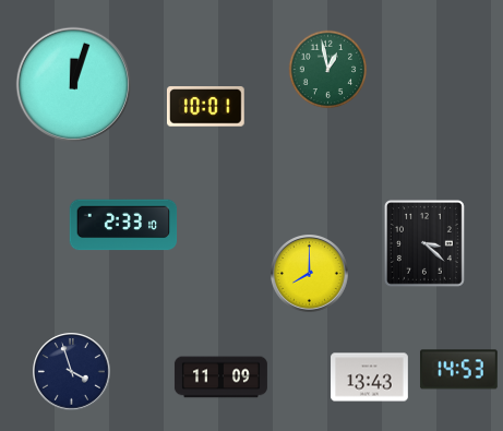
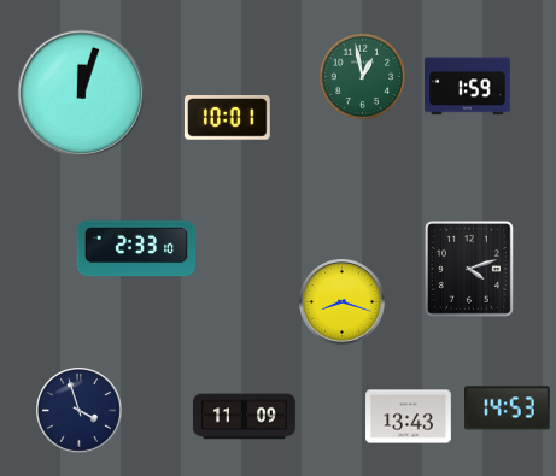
clock at (468, 87): none -> 1:59
clock at (424, 243): 3:22 -> 4:12
clock at (310, 274): 8:00 -> 8:18
